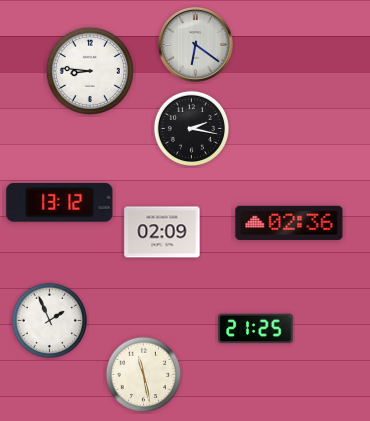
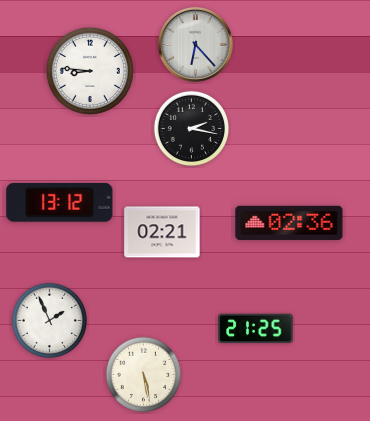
clock at (196, 45): 6:21 -> 6:23
clock at (162, 232): 02:09 -> 02:21
clock at (143, 374): 11:28 -> 5:28
